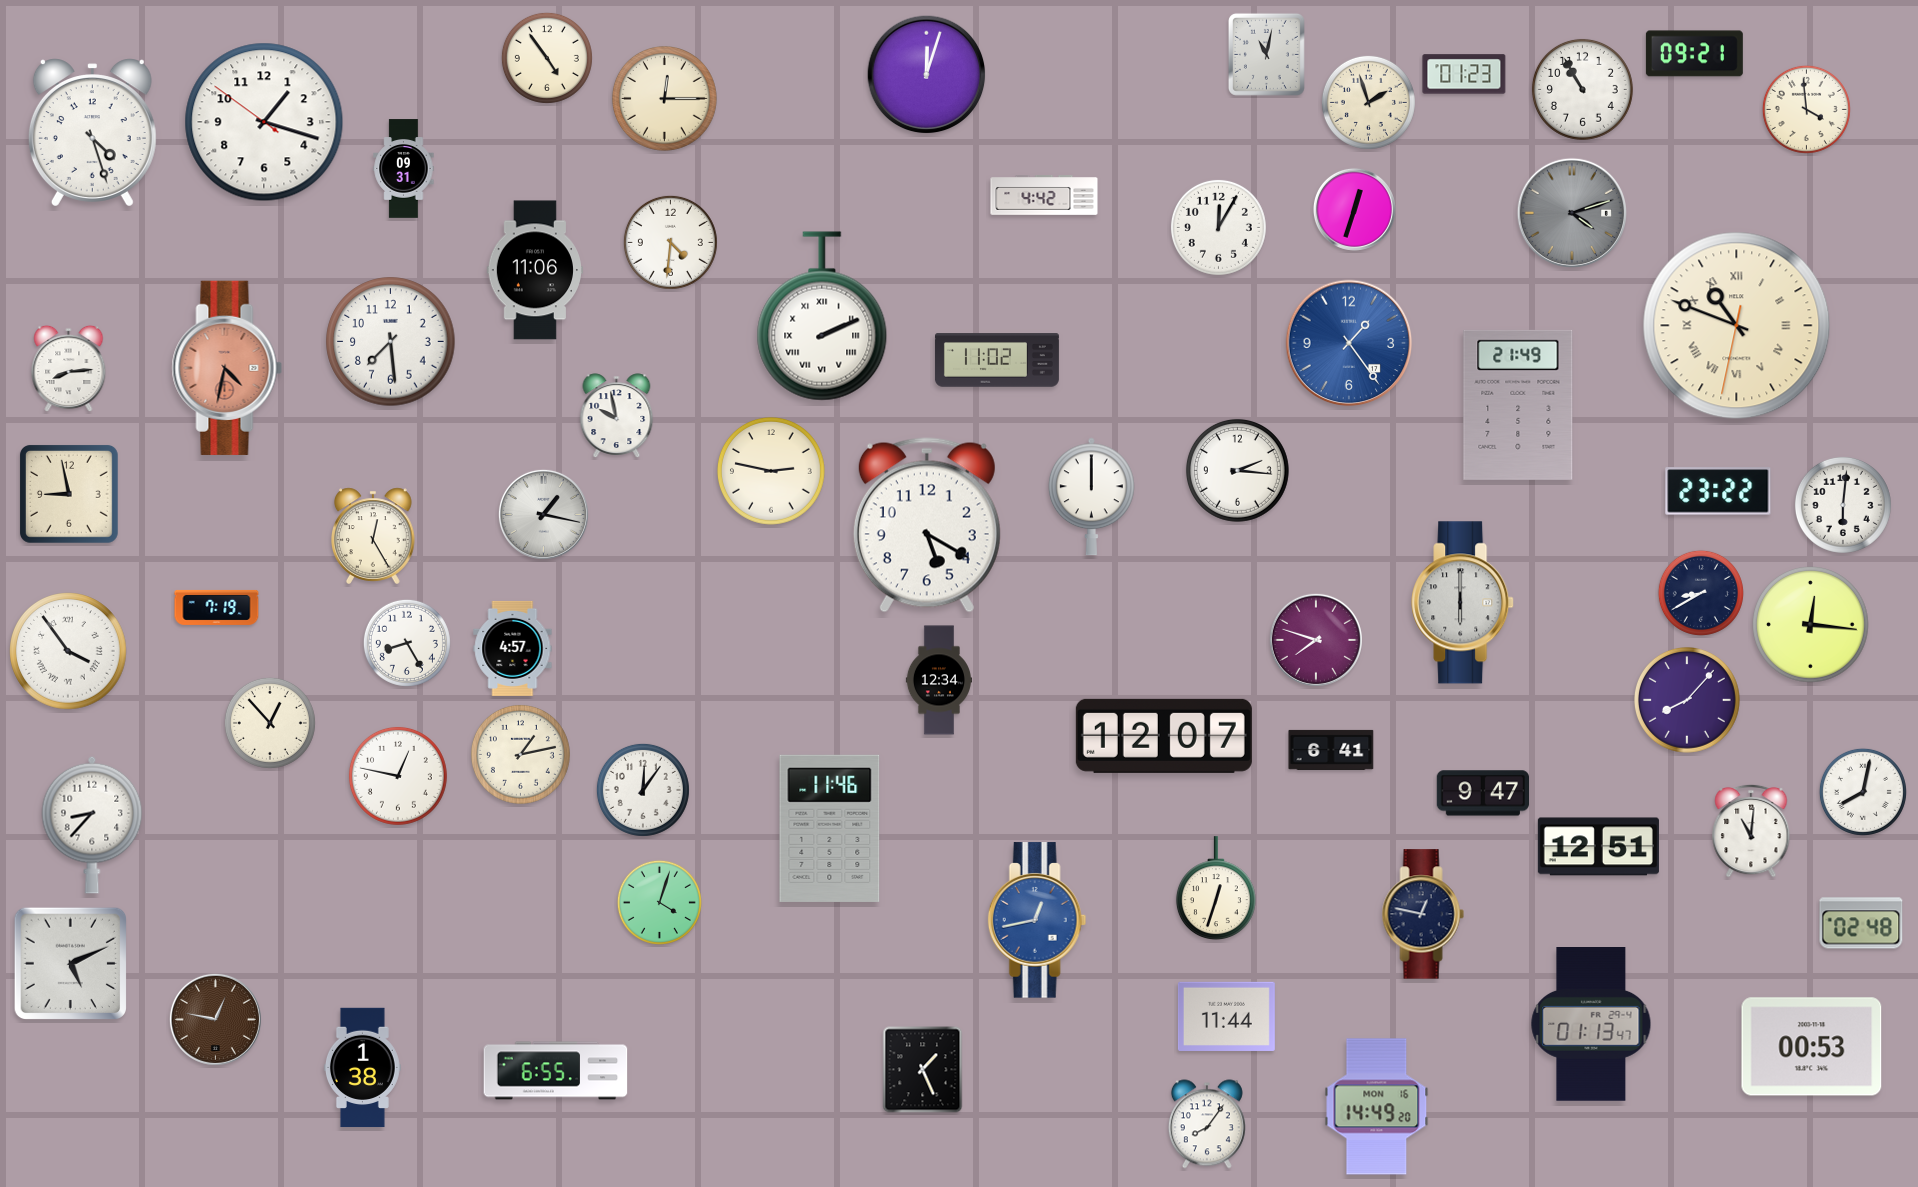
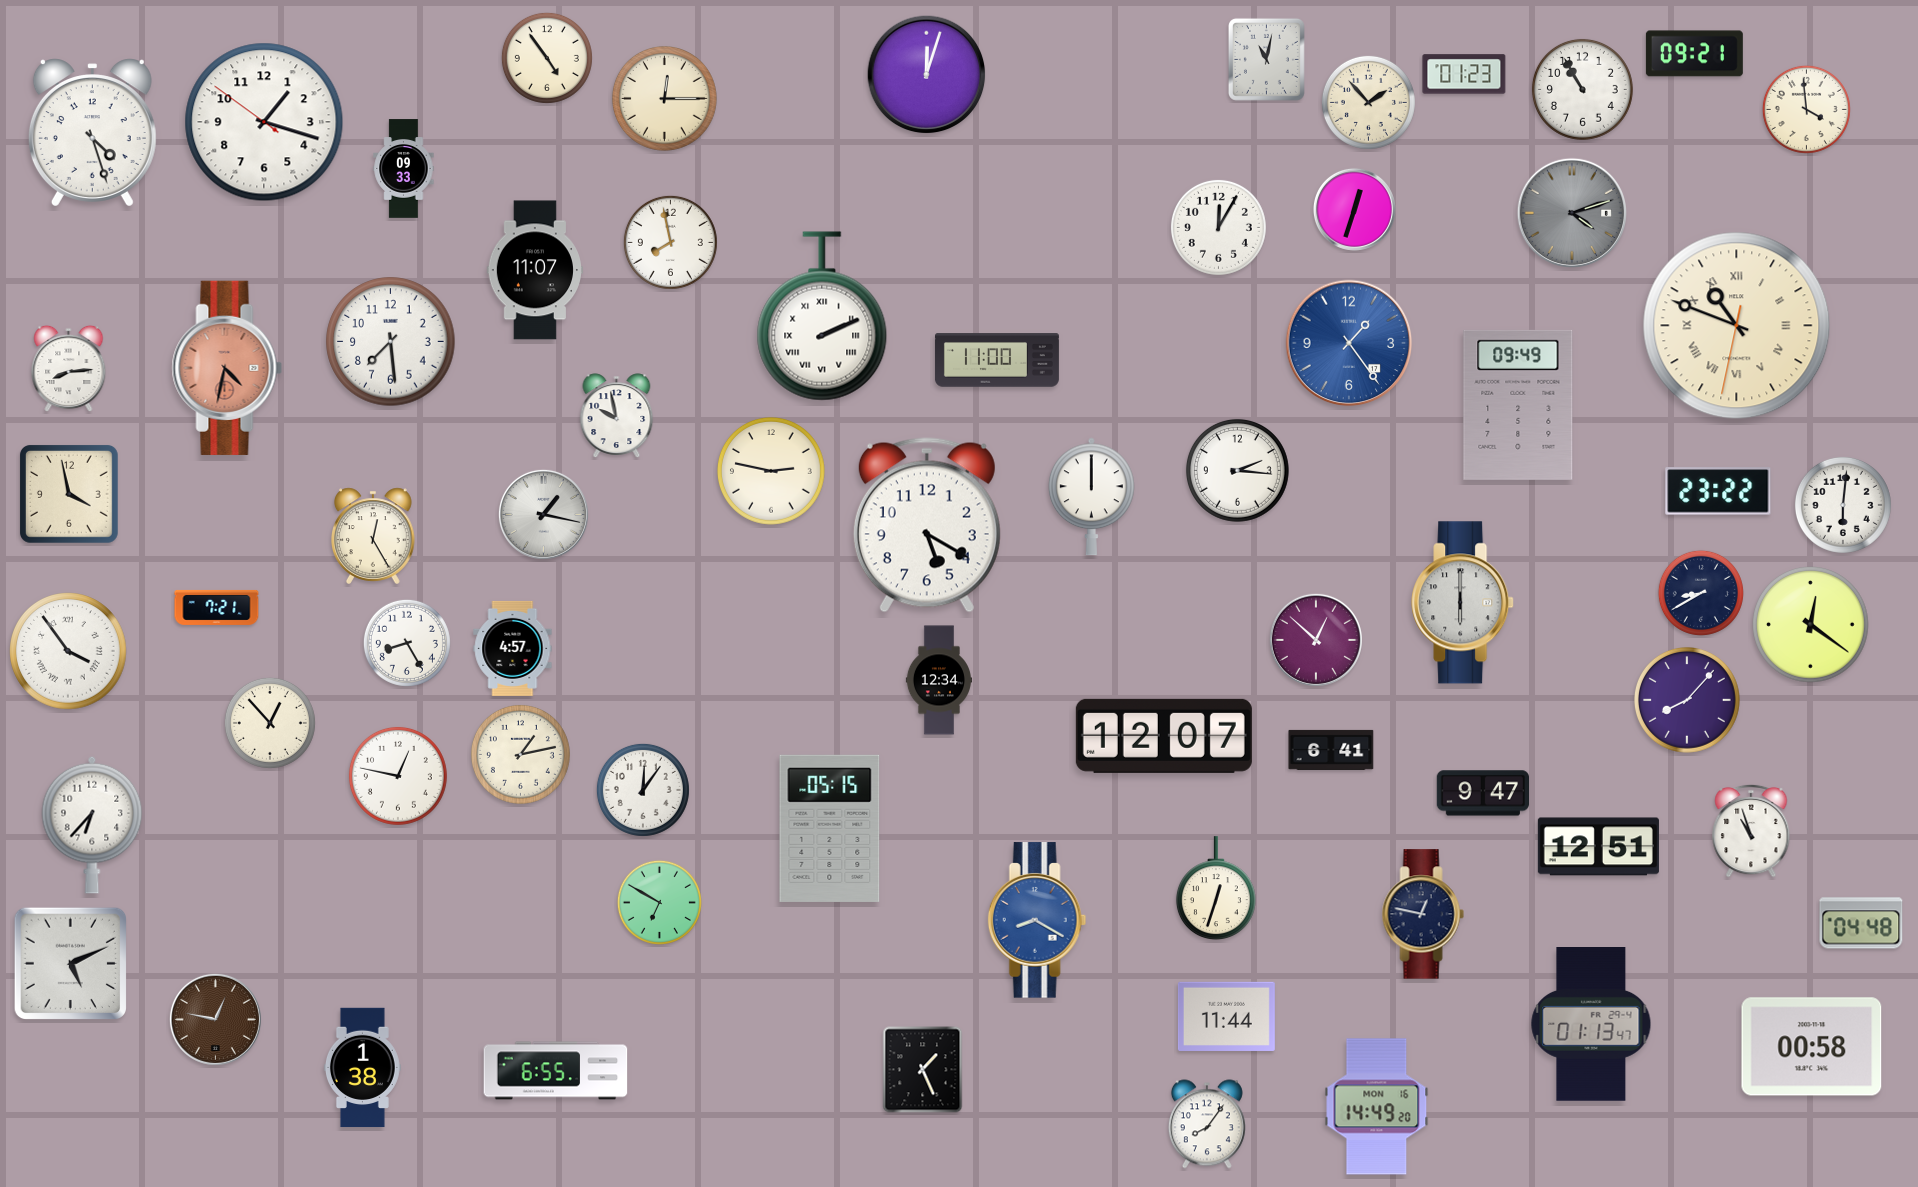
clock at (1266, 54) position: (1266, 54) -> (1266, 59)
clock at (1368, 102): 1:57 -> 1:53
clock at (404, 169): 09:31 -> 09:33
clock at (1044, 195): 4:42 -> none
clock at (670, 242): 4:31 -> 7:58
clock at (535, 270): 11:06 -> 11:07
clock at (997, 360): 11:02 -> 11:00
clock at (1518, 405): 21:49 -> 09:49
clock at (69, 494): 8:58 -> 3:58
clock at (217, 607): 7:19 -> 7:21
clock at (1811, 625): 12:16 -> 12:21
clock at (1316, 640): 7:48 -> 12:52
clock at (1863, 792): 8:02 -> none
clock at (92, 825): 8:37 -> 6:37
clock at (830, 828): 11:46 -> 05:15
clock at (1751, 831): 11:01 -> 10:57
clock at (659, 902): 4:03 -> 6:50
clock at (1037, 920): 12:43 -> 8:20
clock at (1861, 923): 02:48 -> 04:48
clock at (1812, 1047): 00:53 -> 00:58
